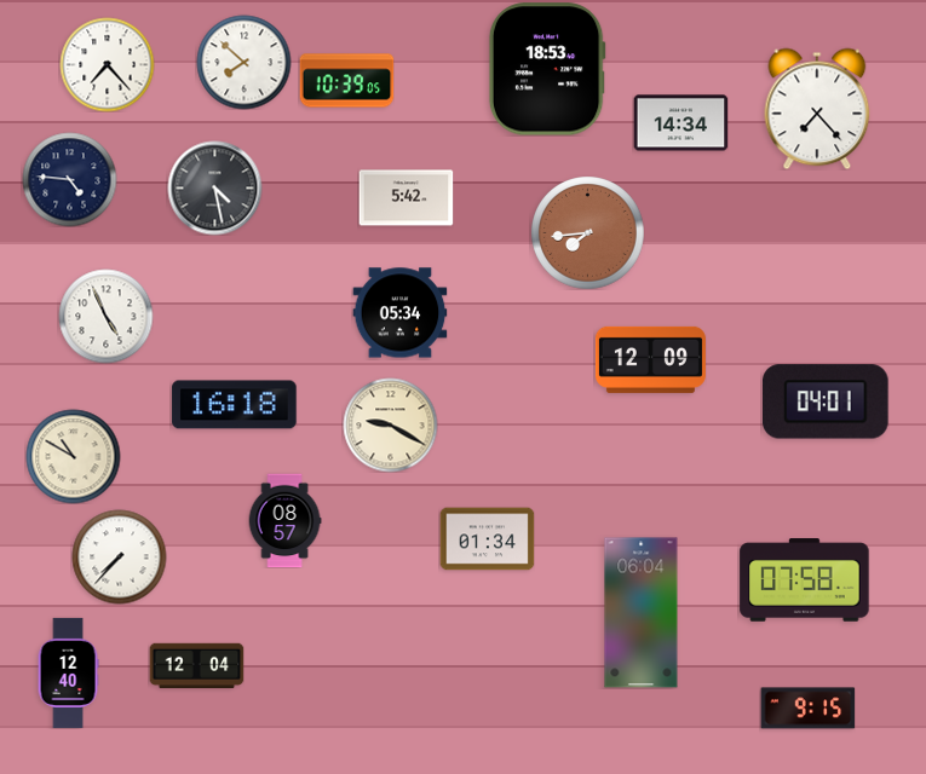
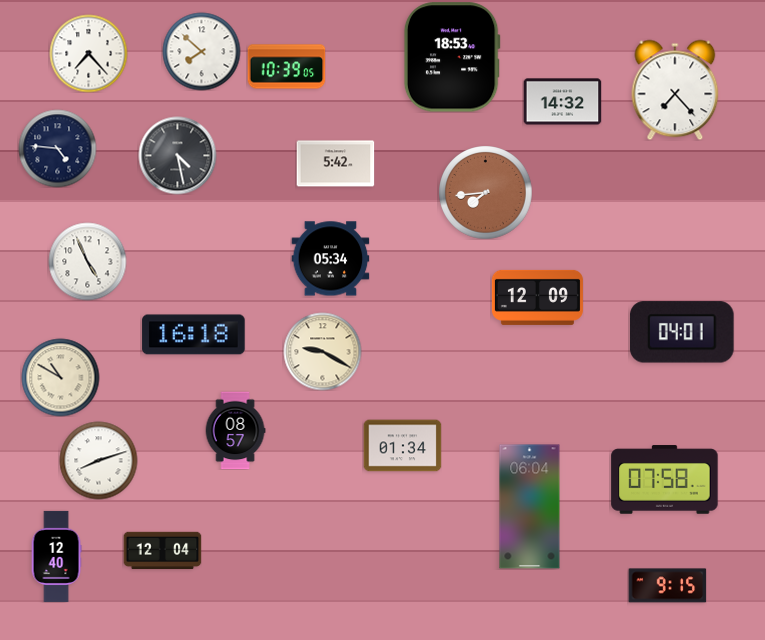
clock at (680, 123): 14:34 -> 14:32
clock at (119, 556): 7:37 -> 8:12
